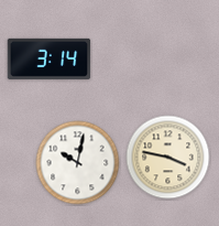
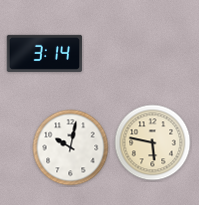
clock at (168, 158): 3:47 -> 5:47
